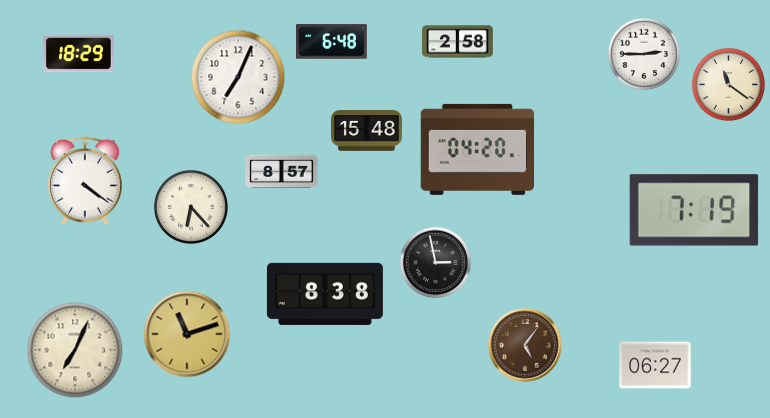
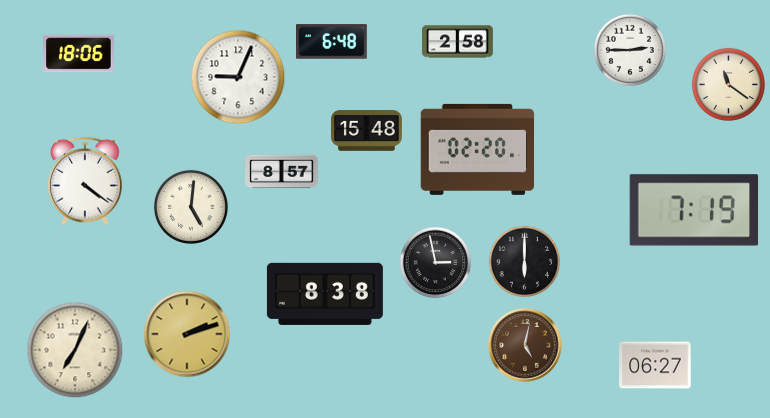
clock at (643, 53) position: (643, 53) -> (629, 49)
clock at (79, 54): 18:29 -> 18:06
clock at (238, 77): 7:04 -> 9:04
clock at (478, 149): 04:20 -> 02:20
clock at (191, 207): 6:23 -> 5:01
clock at (525, 262): none -> 6:00
clock at (187, 334): 11:12 -> 2:12
clock at (525, 345): 5:06 -> 5:02
